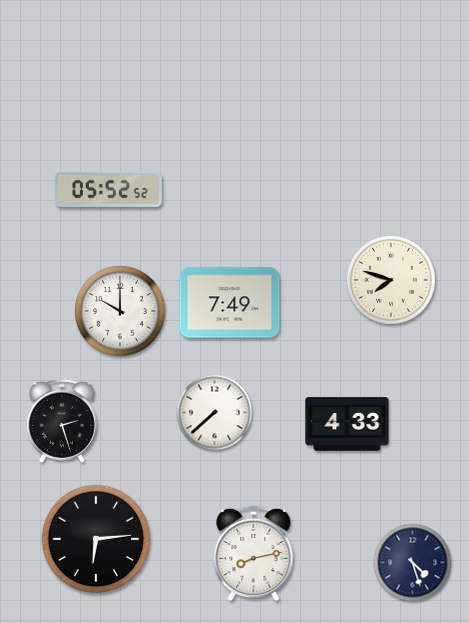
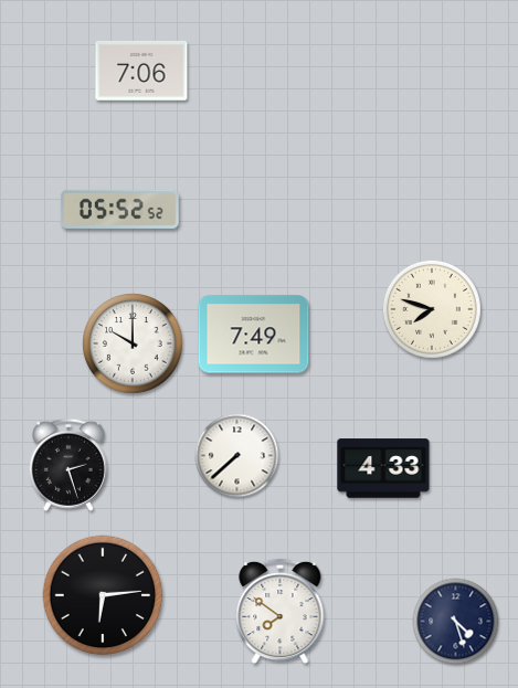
clock at (141, 71): none -> 7:06
clock at (96, 539) position: (96, 539) -> (103, 595)
clock at (254, 554): 8:13 -> 7:51
